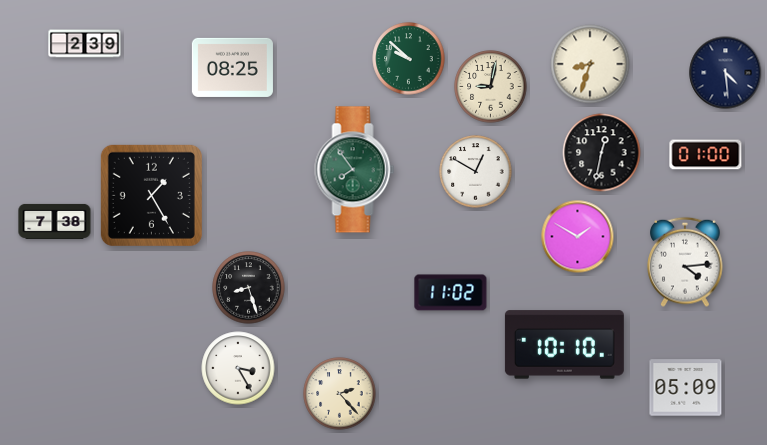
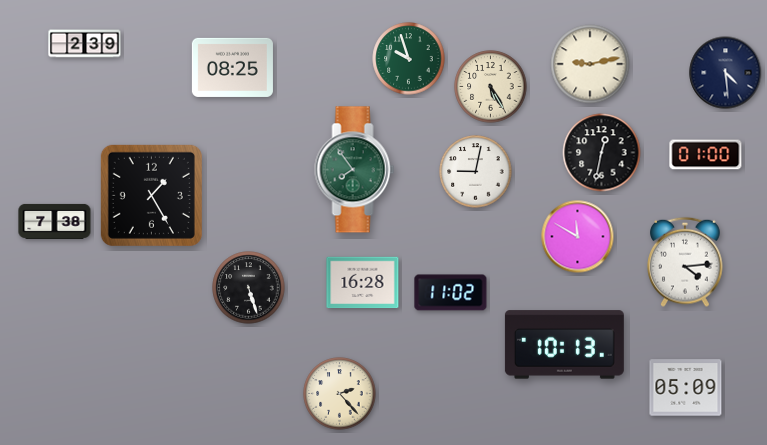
clock at (409, 59): 9:52 -> 9:57
clock at (590, 64): 8:33 -> 9:13
clock at (491, 87): 9:02 -> 5:25
clock at (476, 172): 12:50 -> 9:02
clock at (578, 237): 1:50 -> 11:50
clock at (363, 283): none -> 16:28
clock at (249, 288): 8:27 -> 5:27
clock at (564, 345): 10:10 -> 10:13
clock at (238, 368): 3:25 -> none
